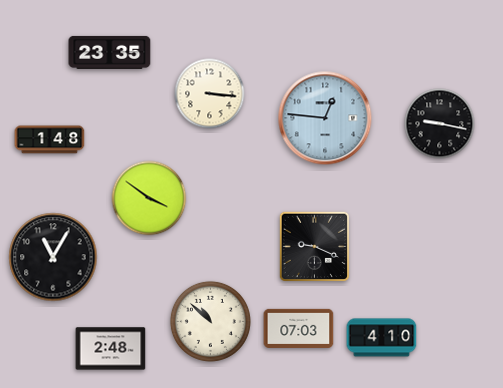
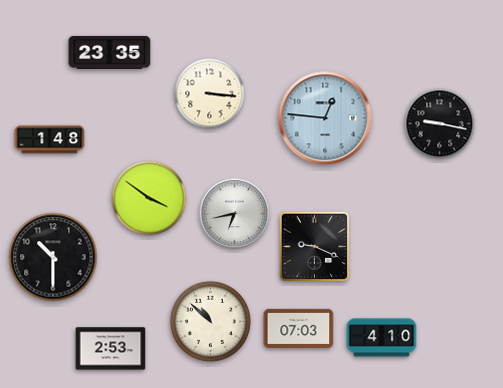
clock at (235, 214): none -> 6:43
clock at (53, 257): 11:05 -> 10:30
clock at (111, 349): 2:48 -> 2:53
